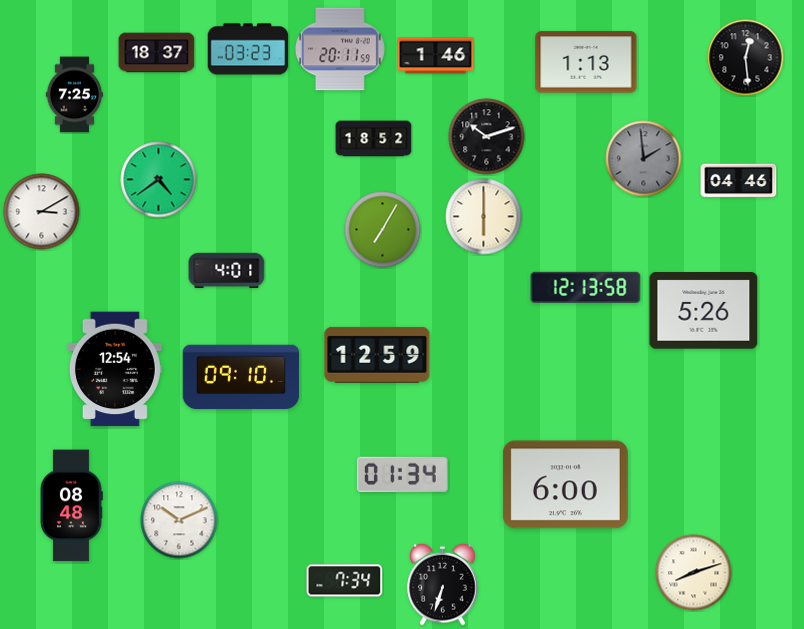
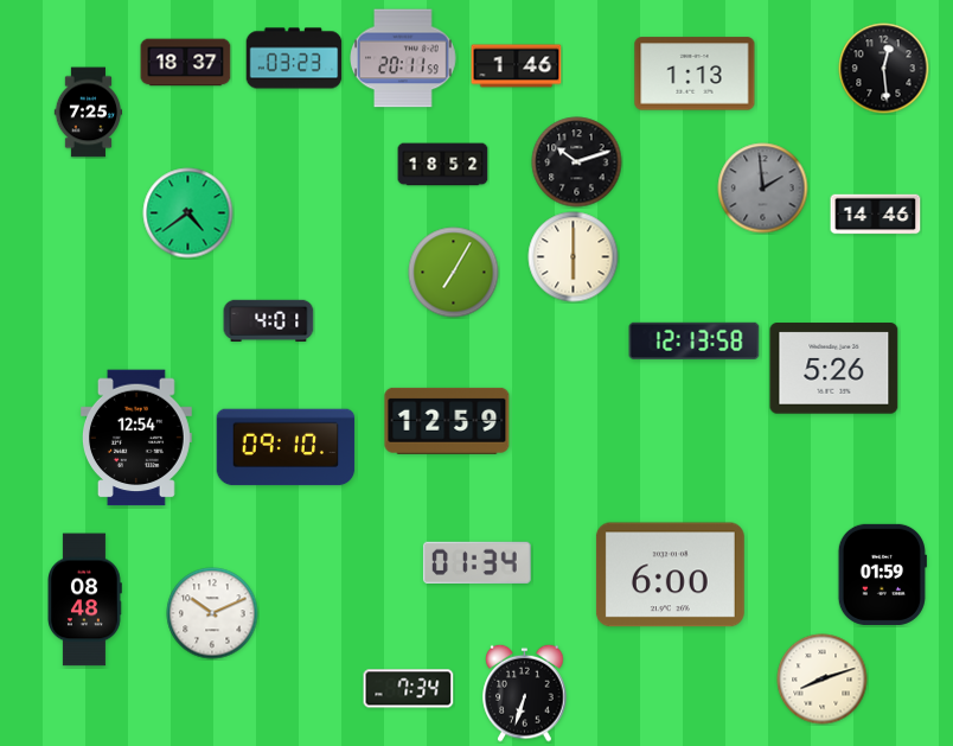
clock at (739, 181): 04:46 -> 14:46
clock at (42, 212): 3:10 -> none
clock at (882, 574): none -> 01:59
clock at (179, 520) position: (179, 520) -> (212, 613)
